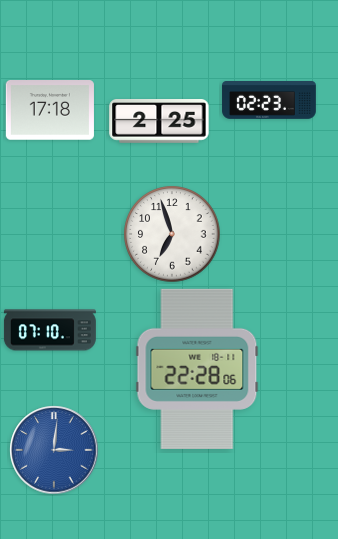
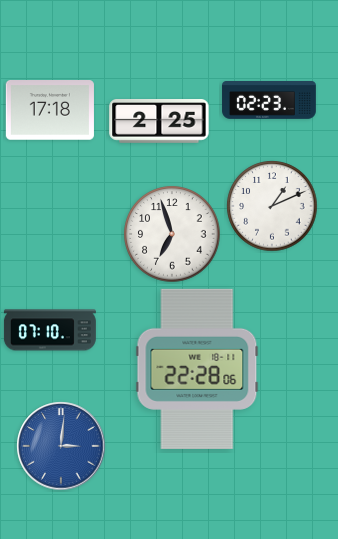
clock at (272, 206): none -> 1:11
clock at (54, 450) position: (54, 450) -> (61, 446)
